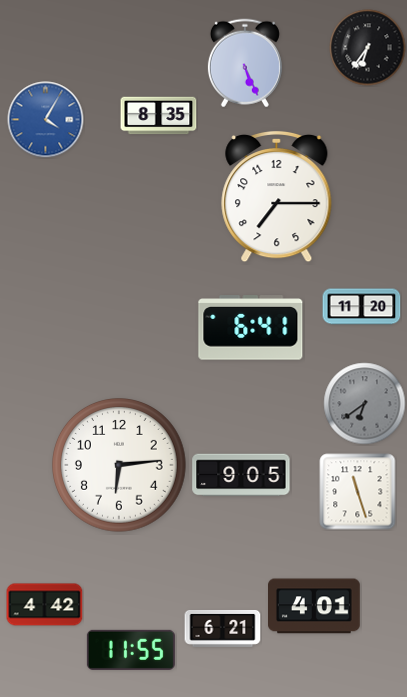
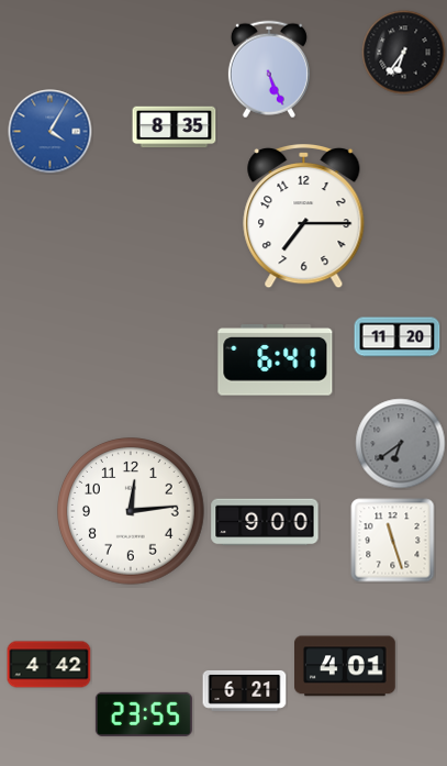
clock at (120, 466): 6:14 -> 12:14
clock at (241, 475): 9:05 -> 9:00
clock at (131, 650): 11:55 -> 23:55
